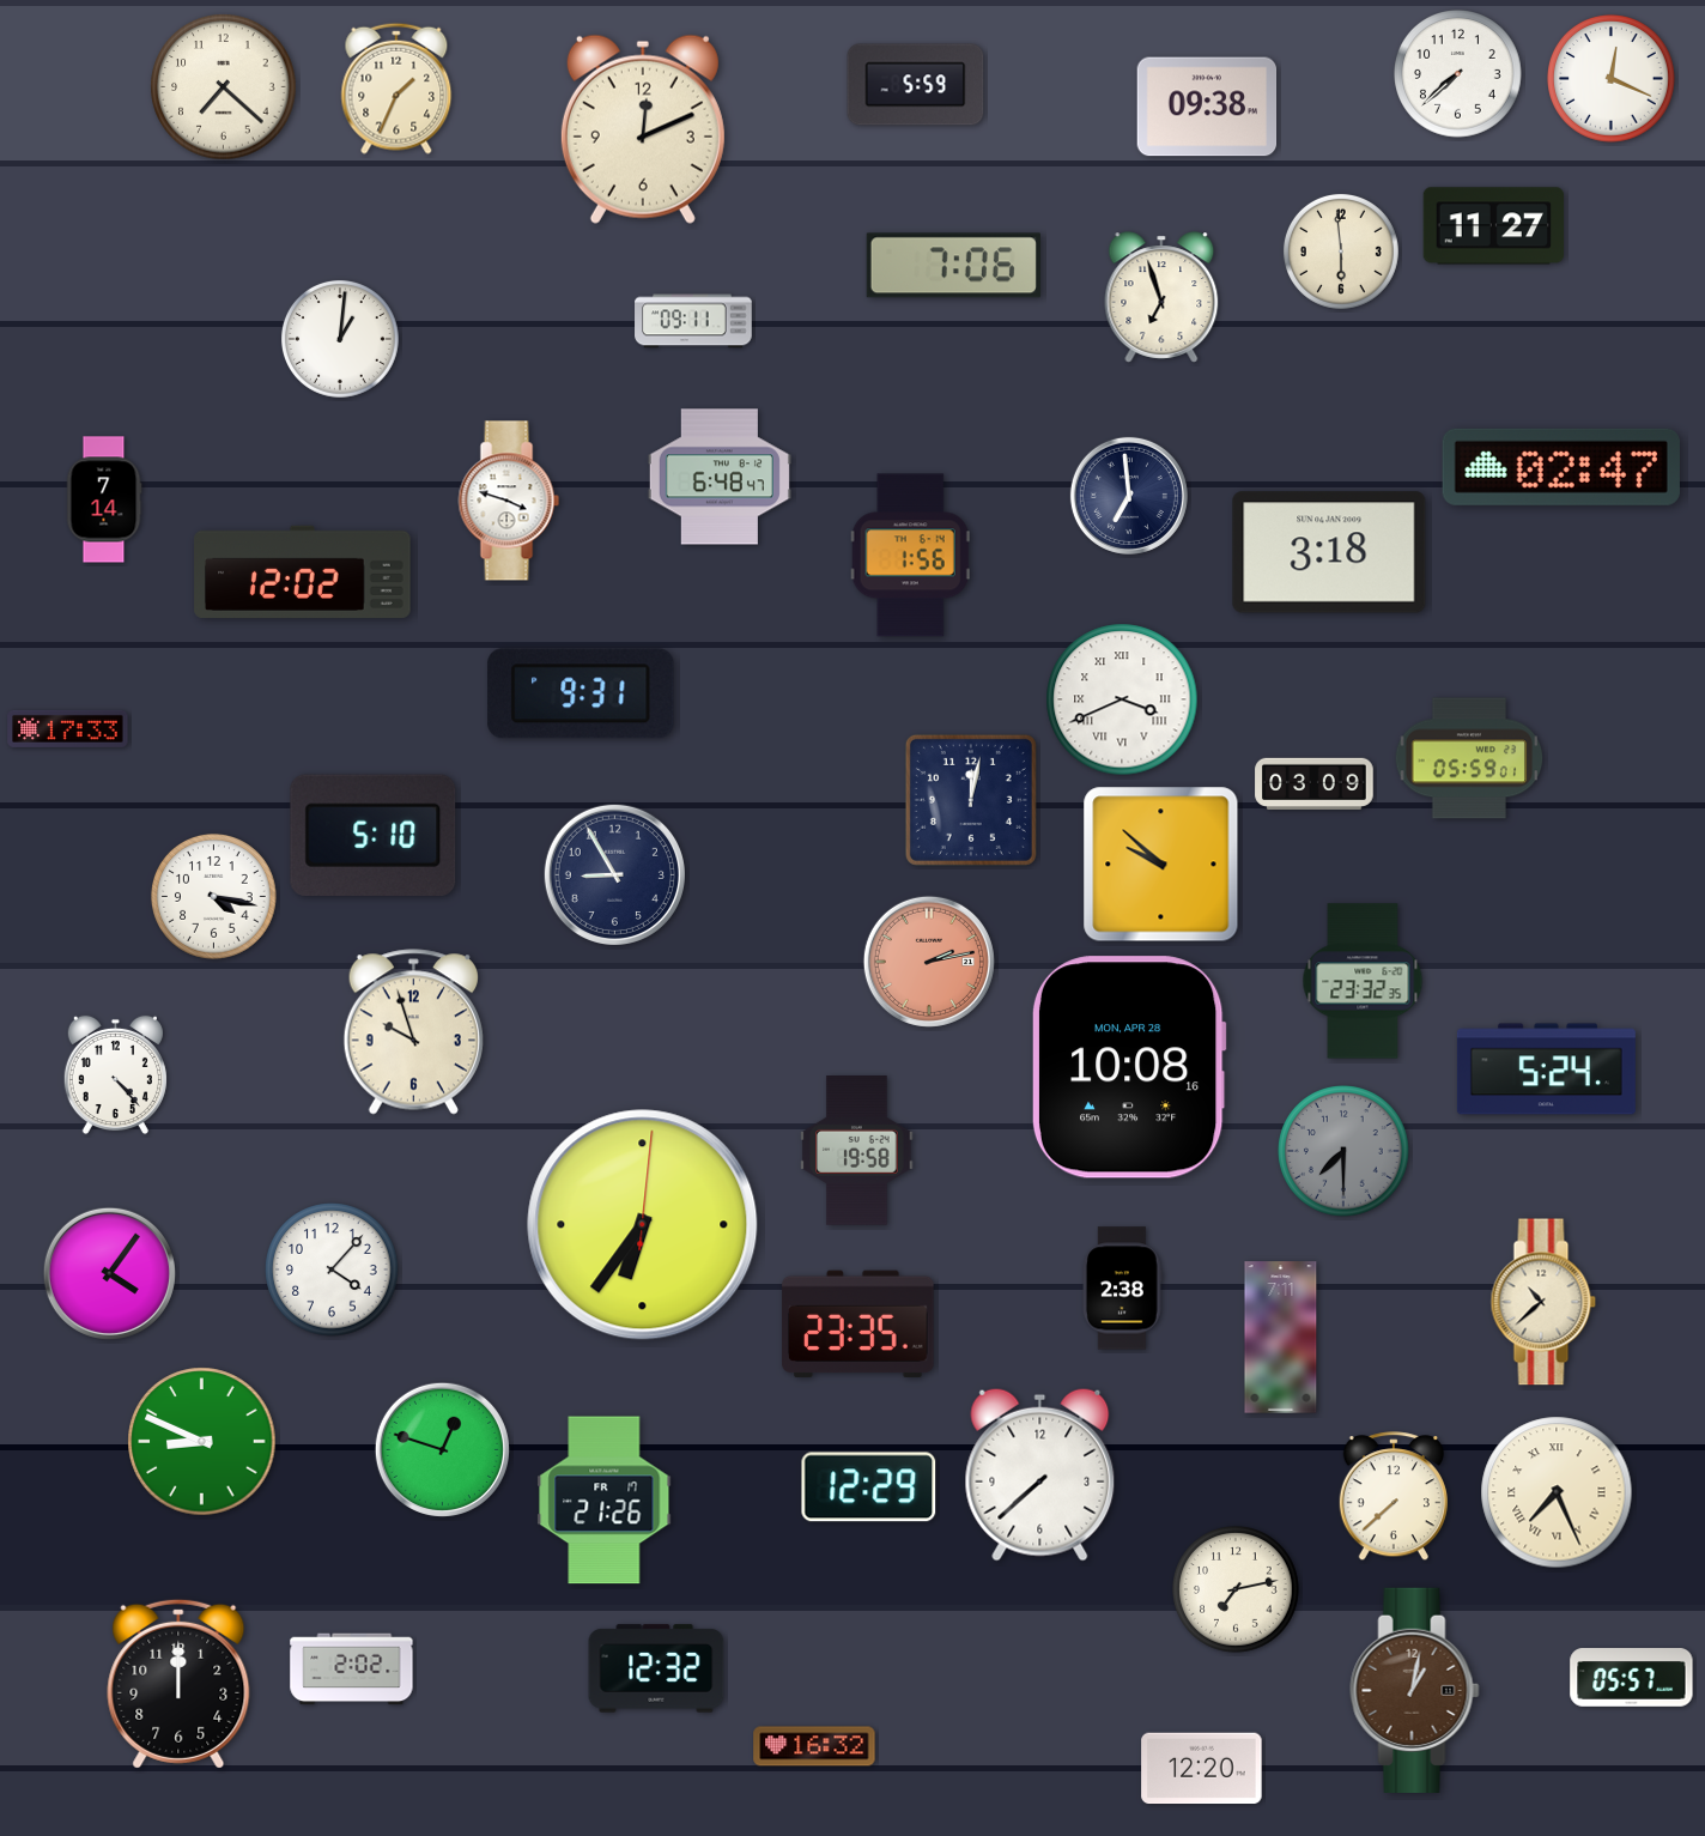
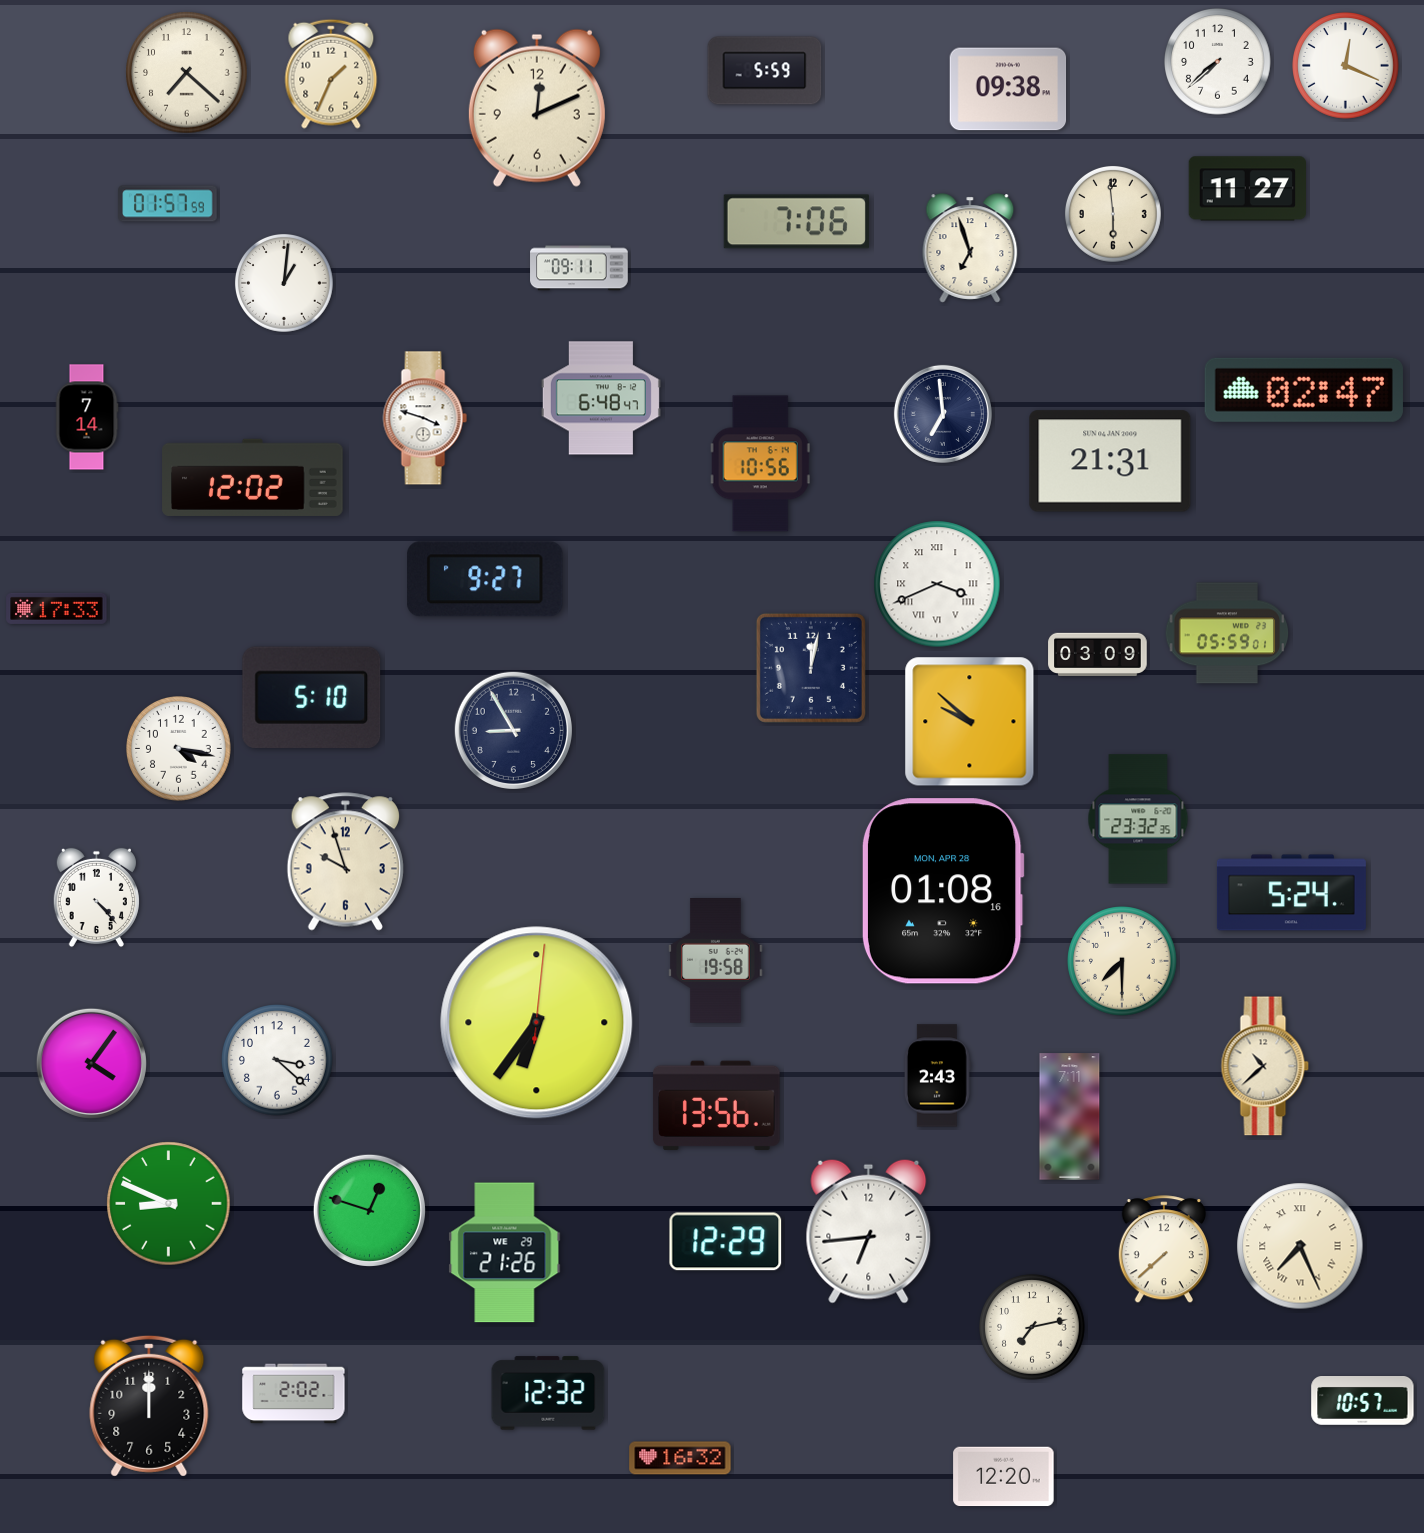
clock at (168, 204): none -> 01:57
clock at (1341, 252) position: (1341, 252) -> (1113, 214)
clock at (1329, 552): 3:18 -> 21:31
clock at (910, 556): 1:56 -> 10:56
clock at (581, 693): 9:31 -> 9:27
clock at (929, 962): 2:13 -> none
clock at (1129, 1067): 10:08 -> 01:08
clock at (1343, 1151) dial: grey -> cream
clock at (332, 1270): 4:07 -> 3:22
clock at (1122, 1289): 2:38 -> 2:43
clock at (1543, 1302) position: (1543, 1302) -> (1265, 1066)
clock at (858, 1325): 23:35 -> 13:56
clock at (1040, 1474): 7:38 -> 6:44
clock at (605, 1501) date: FR 17 -> WE 29
clock at (1632, 1678): 05:57 -> 10:57
clock at (1415, 1690): 1:02 -> none
